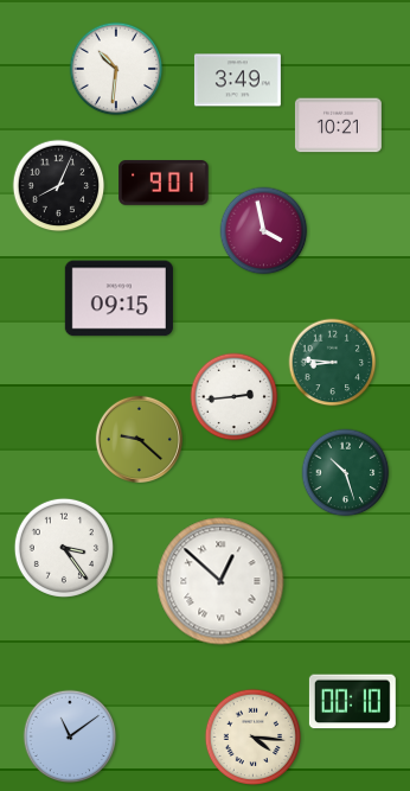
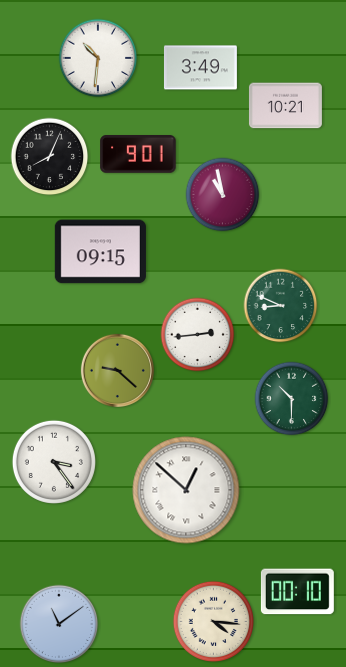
clock at (264, 231): 3:58 -> 10:58
clock at (333, 363): 8:46 -> 8:49
clock at (346, 473): 10:27 -> 10:30
clock at (70, 736) position: (70, 736) -> (59, 624)
